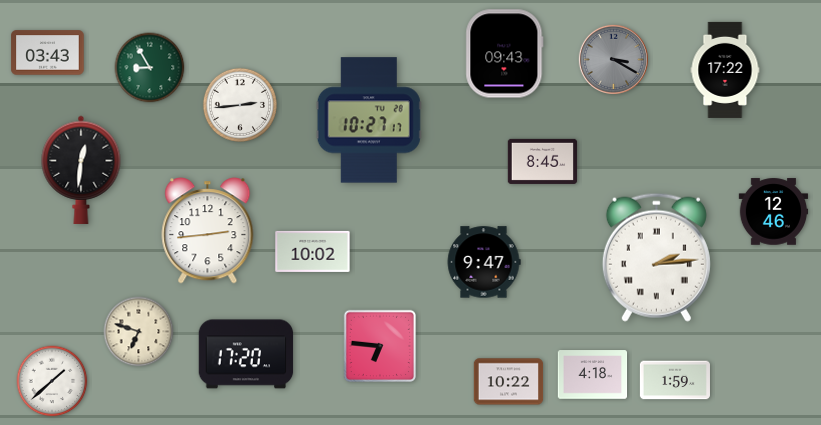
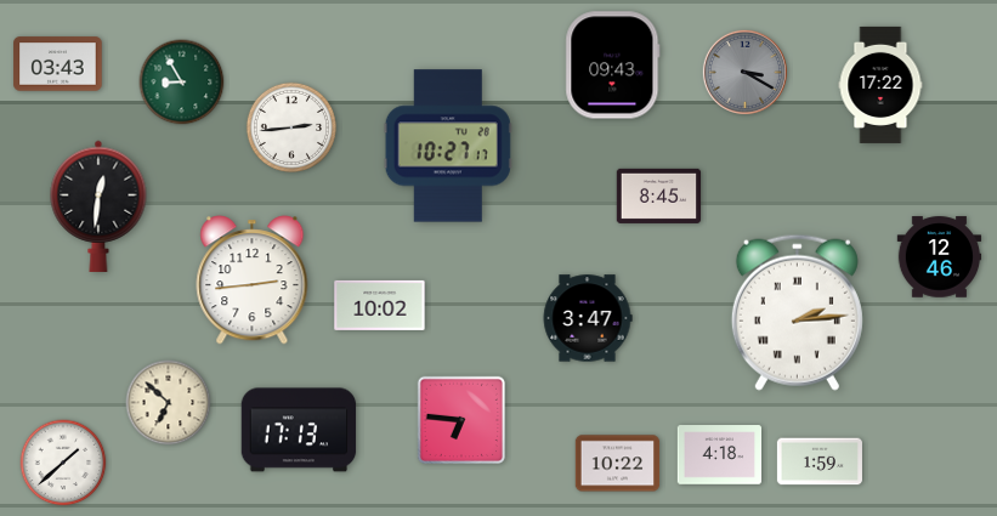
clock at (484, 262): 9:47 -> 3:47
clock at (139, 332): 6:48 -> 6:52
clock at (246, 354): 17:20 -> 17:13
